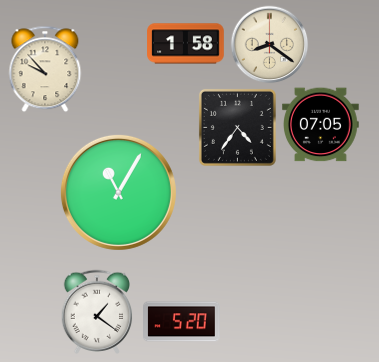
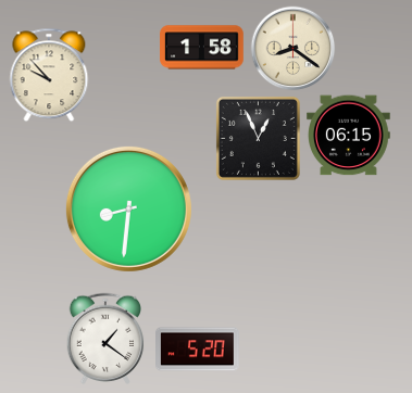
clock at (321, 125): 07:05 -> 06:15
clock at (237, 127): 4:36 -> 12:56
clock at (118, 192): 11:05 -> 8:31
